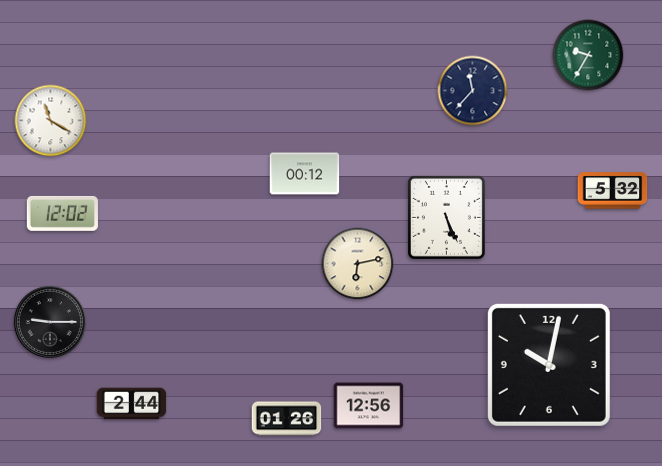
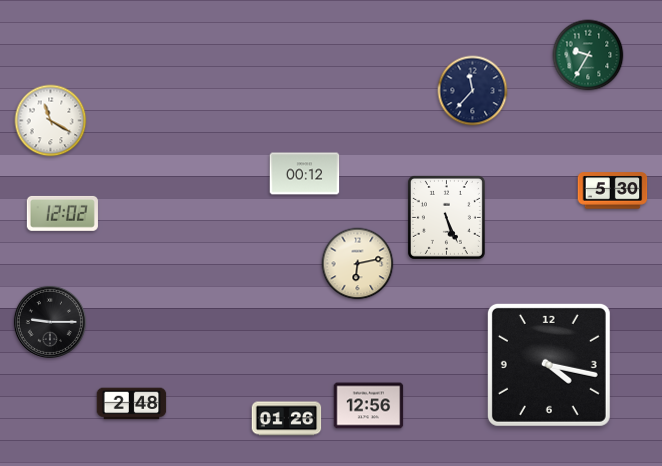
clock at (613, 191): 5:32 -> 5:30
clock at (549, 365): 10:02 -> 4:17
clock at (132, 404): 2:44 -> 2:48
